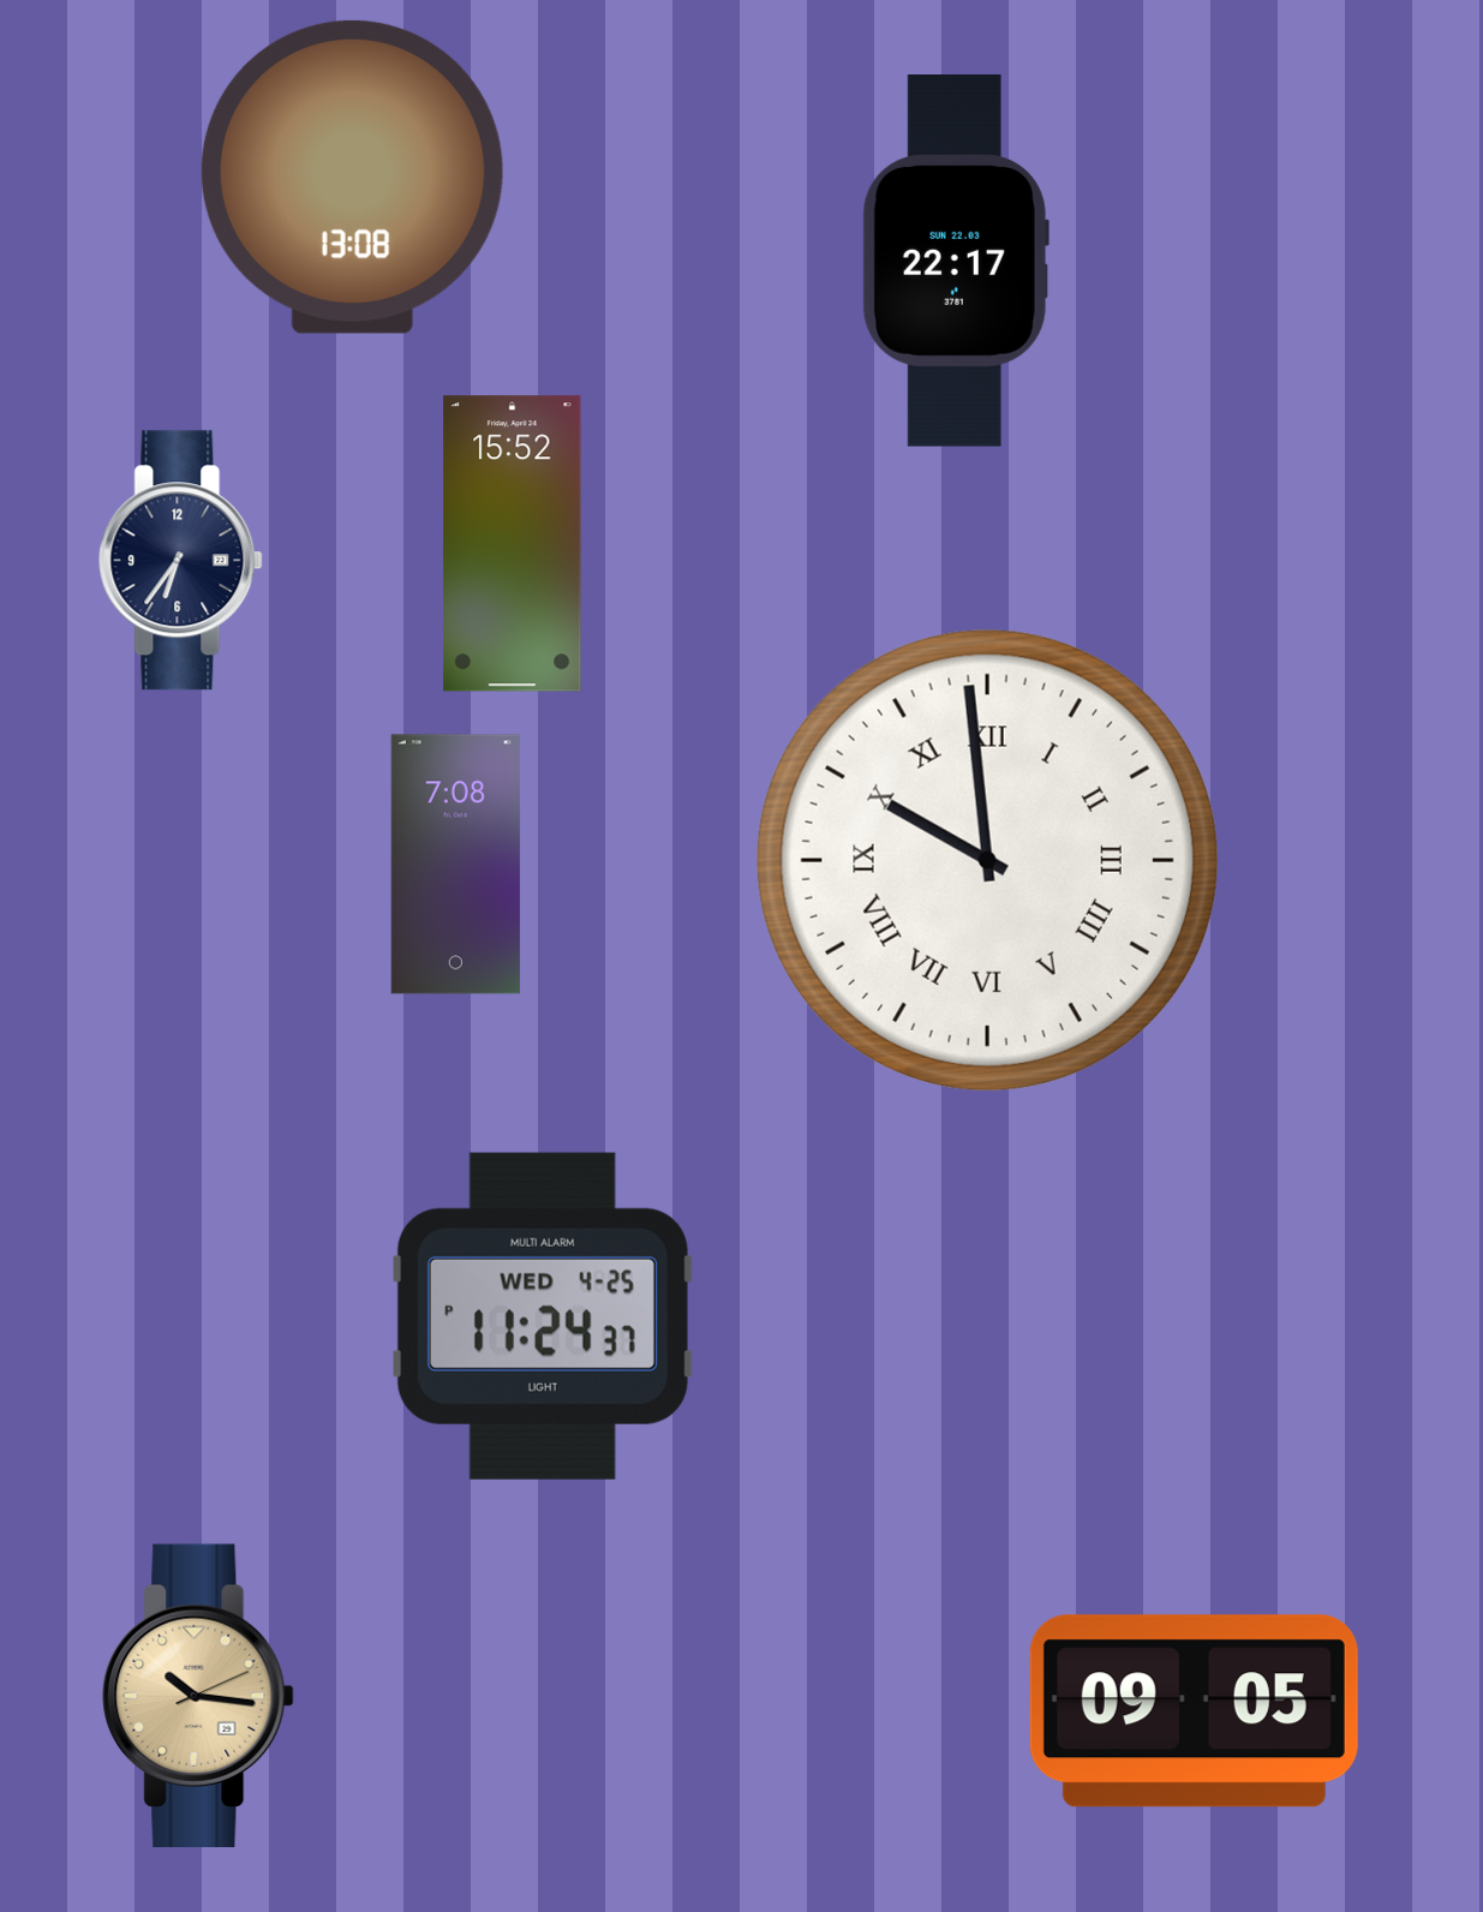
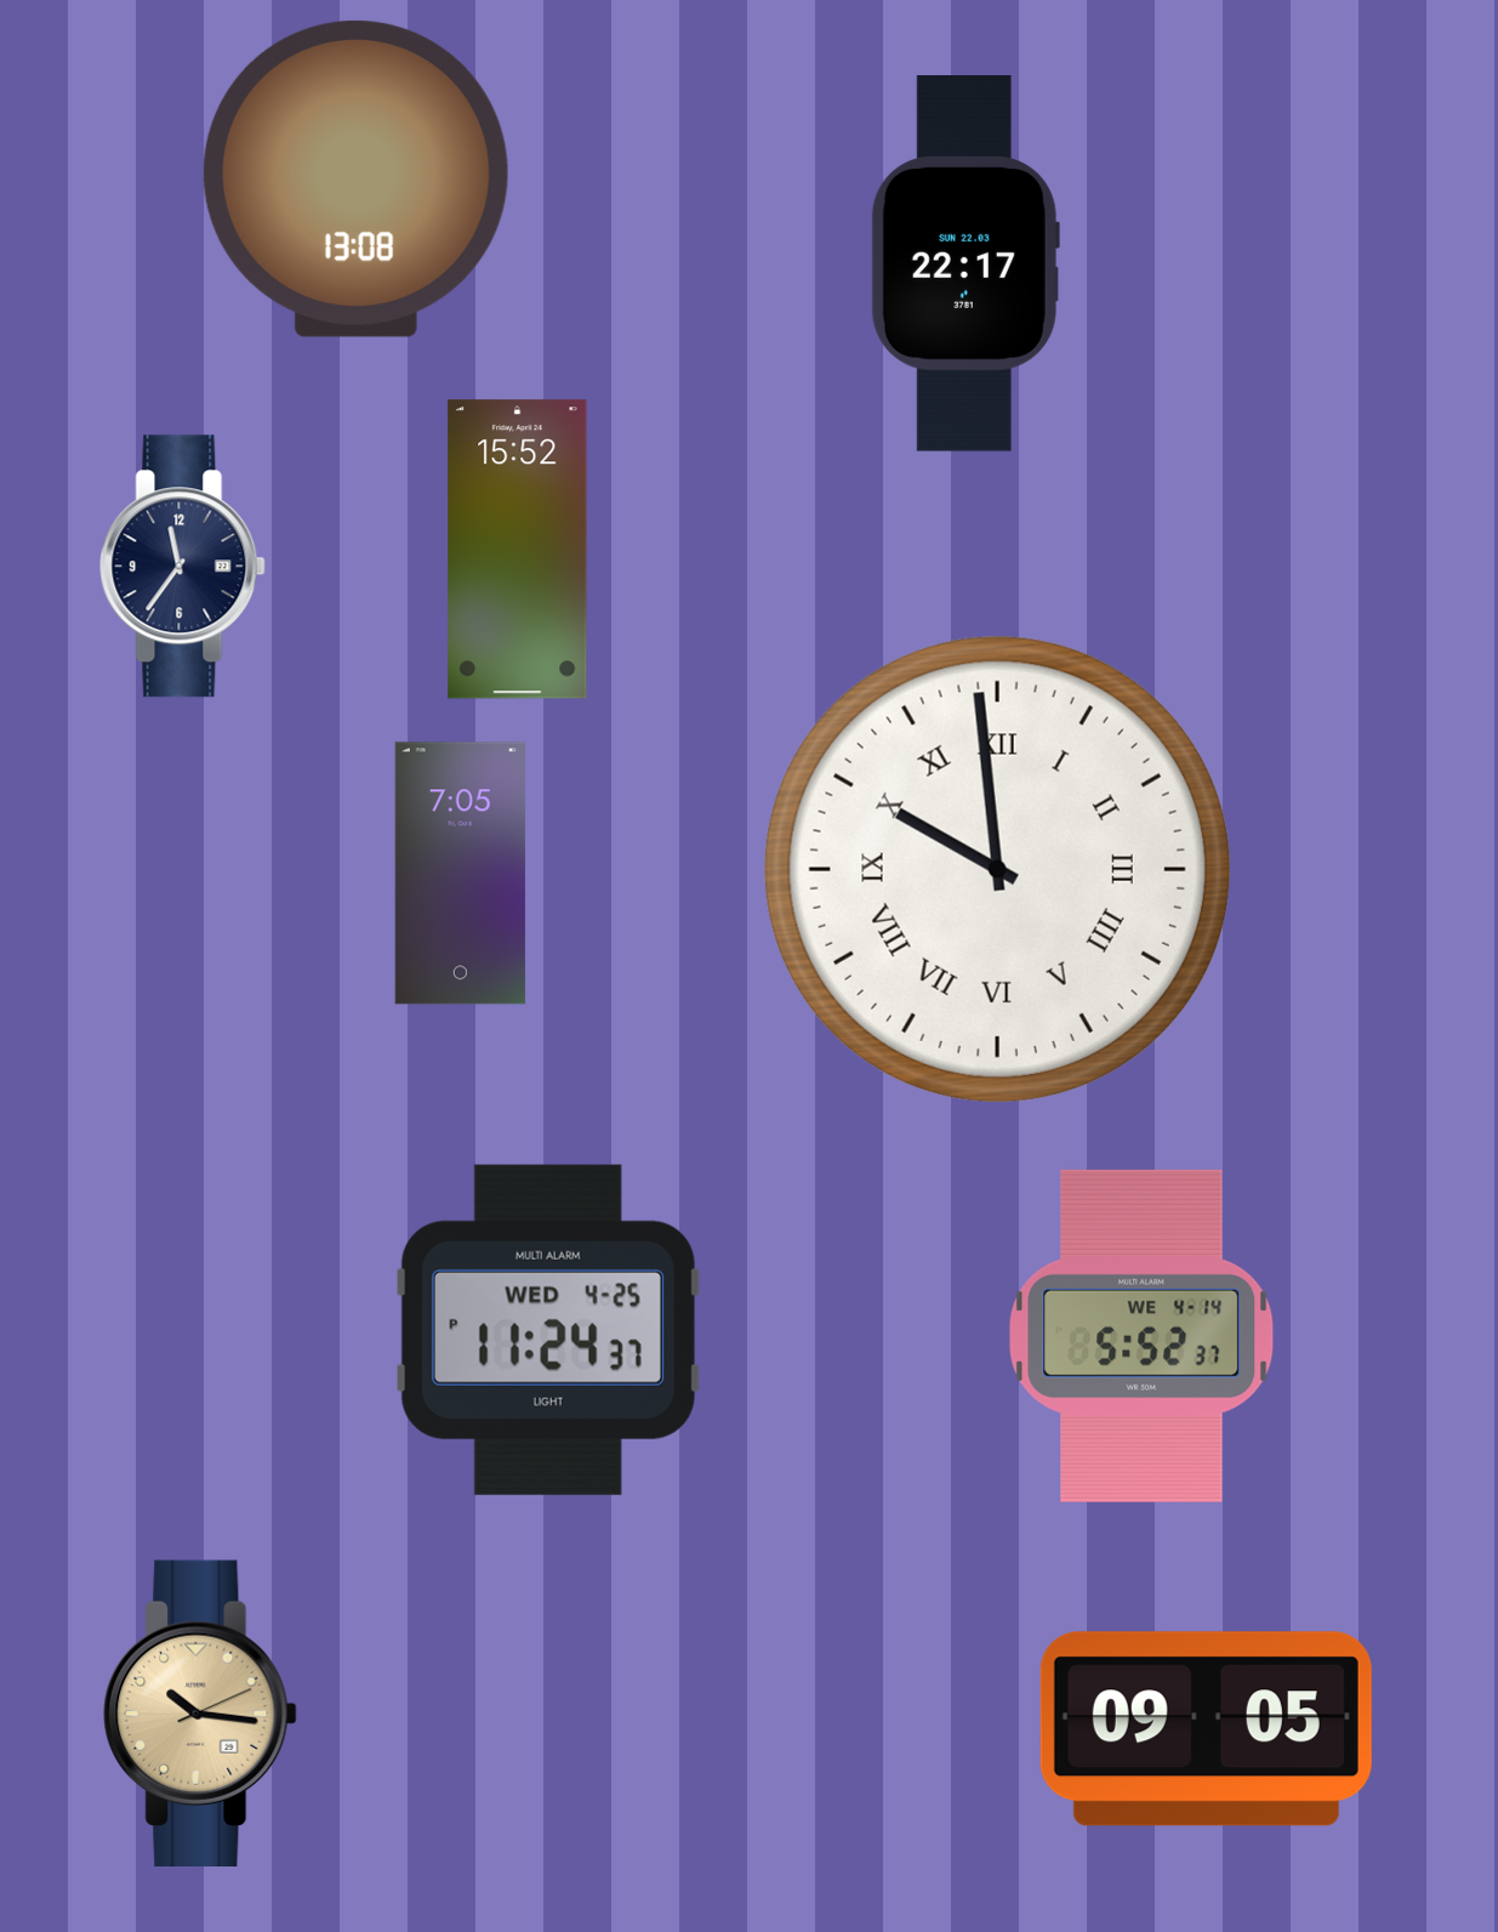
clock at (181, 561): 6:36 -> 11:36
clock at (455, 865): 7:08 -> 7:05
clock at (1141, 1336): none -> 5:52
